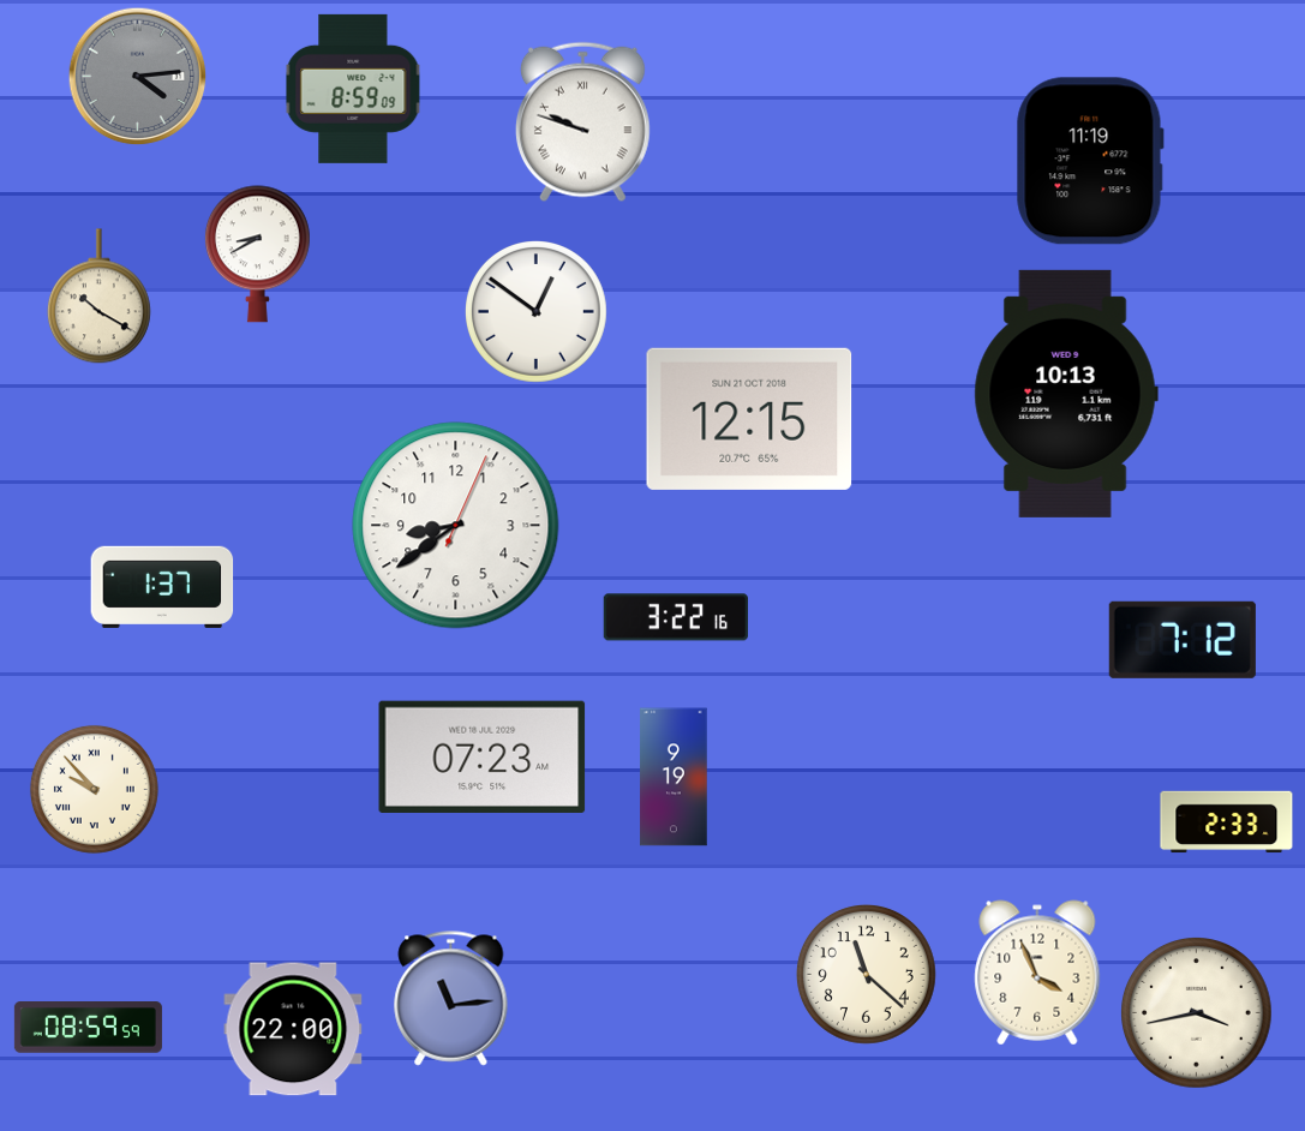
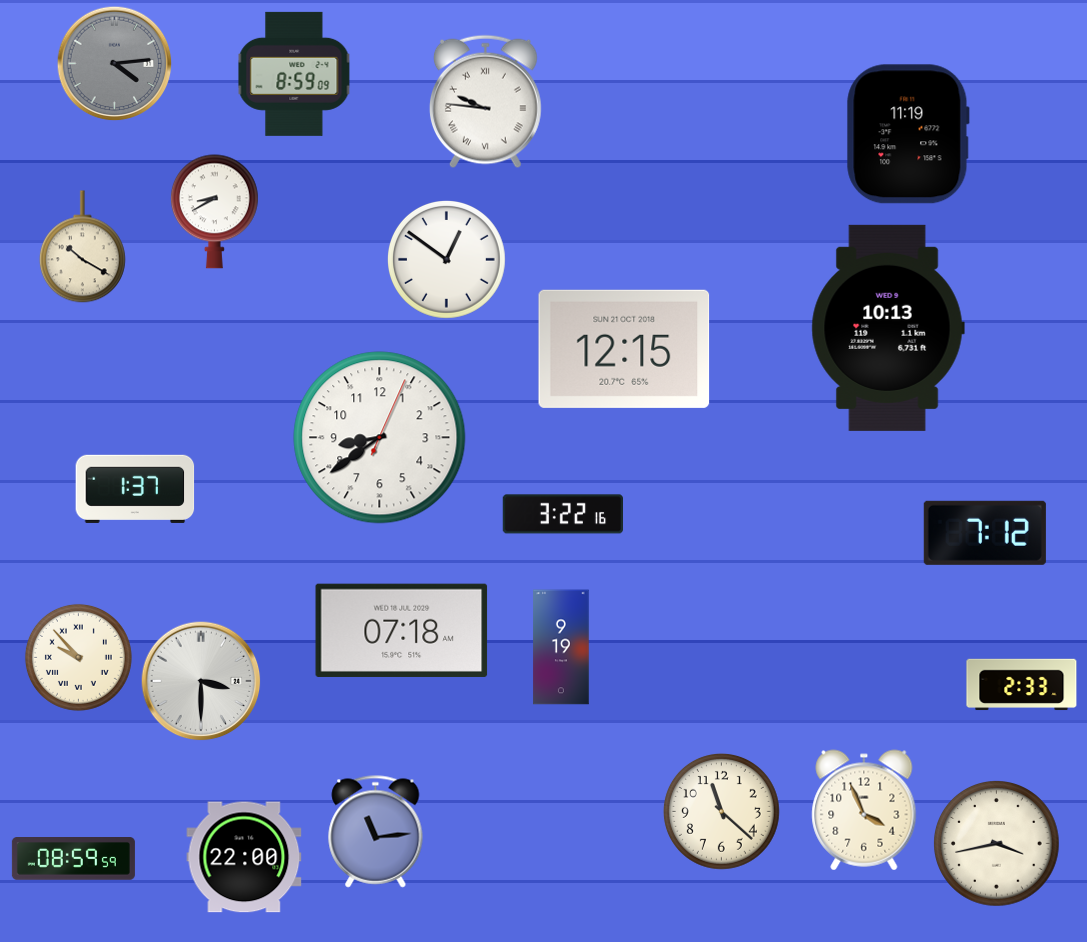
clock at (582, 122): 9:48 -> 9:46
clock at (483, 756): 07:23 -> 07:18
clock at (201, 681): none -> 3:30
clock at (88, 1028) position: (88, 1028) -> (73, 859)
